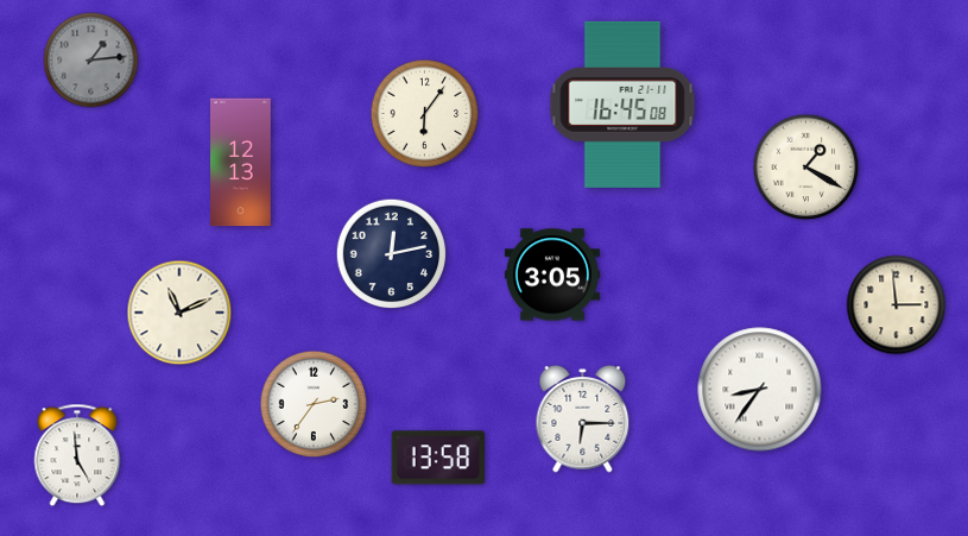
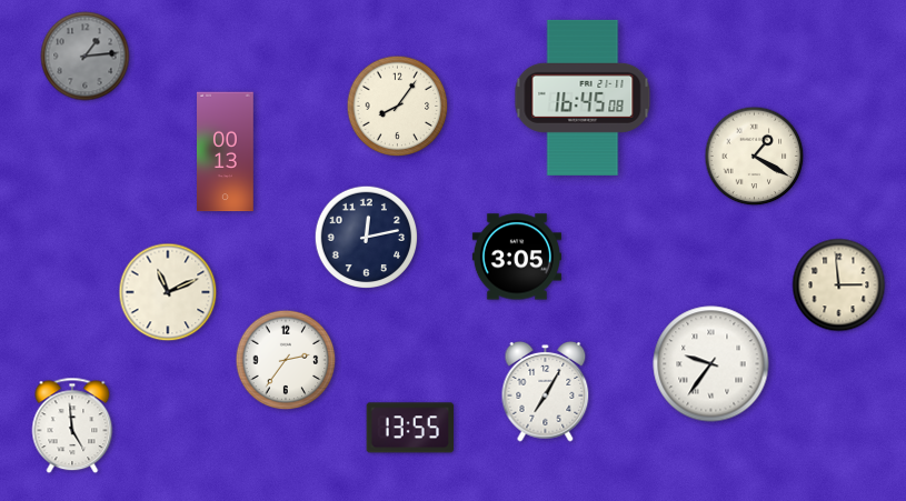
clock at (425, 114): 6:06 -> 8:06
clock at (241, 163): 12:13 -> 00:13
clock at (760, 390): 8:36 -> 9:36
clock at (314, 404) position: (314, 404) -> (286, 360)
clock at (583, 420): 6:15 -> 7:05
clock at (437, 458): 13:58 -> 13:55
